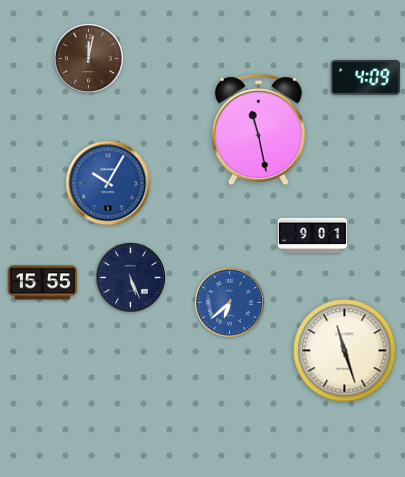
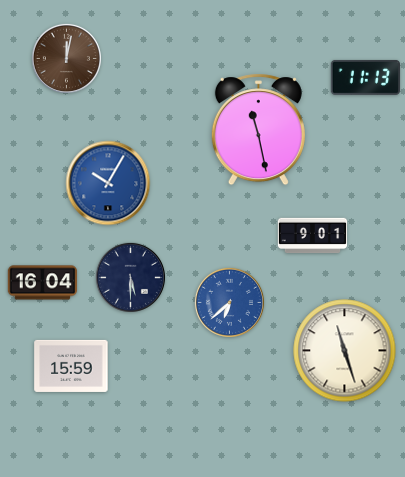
clock at (88, 58) position: (88, 58) -> (66, 58)
clock at (366, 78): 4:09 -> 11:13
clock at (130, 277): 5:26 -> 5:30
clock at (43, 283): 15:55 -> 16:04
clock at (71, 366): none -> 15:59
